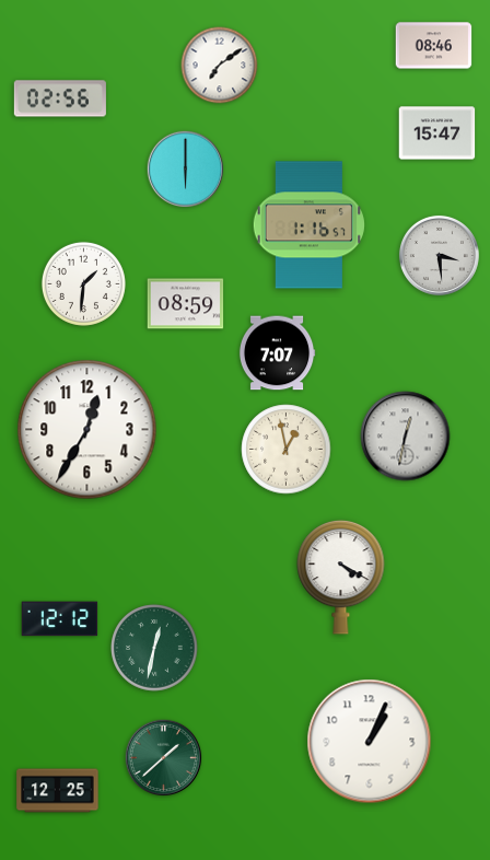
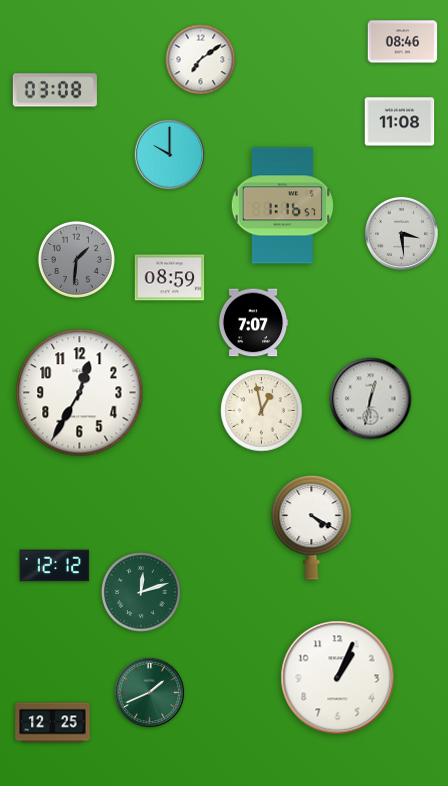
clock at (434, 46) position: (434, 46) -> (403, 42)
clock at (60, 98): 02:56 -> 03:08
clock at (437, 133): 15:47 -> 11:08
clock at (186, 170): 6:00 -> 10:00
clock at (83, 283) dial: white -> grey
clock at (154, 648): 12:32 -> 12:12
clock at (164, 758): 1:38 -> 1:41
